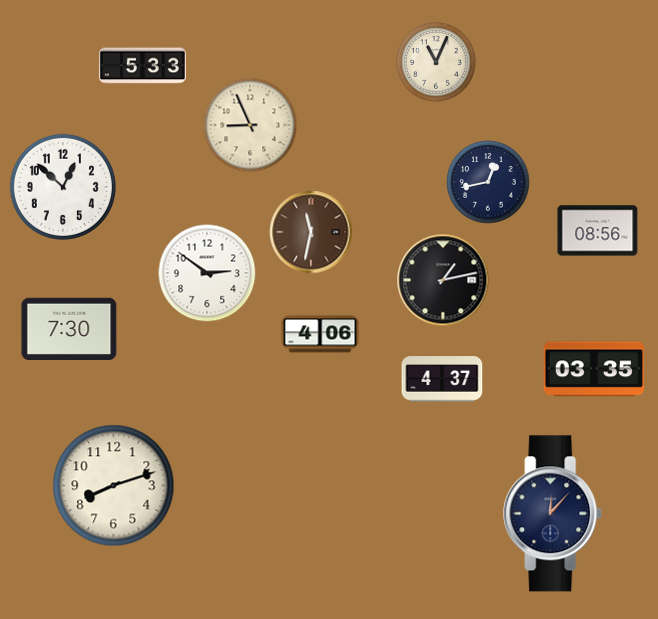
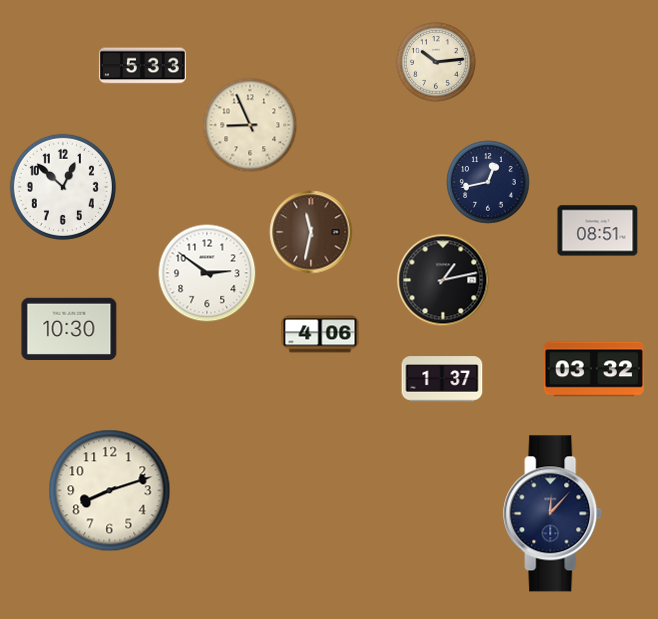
clock at (437, 63): 11:04 -> 10:14
clock at (598, 231): 08:56 -> 08:51
clock at (69, 328): 7:30 -> 10:30
clock at (594, 369): 03:35 -> 03:32
clock at (442, 379): 4:37 -> 1:37
clock at (114, 486) position: (114, 486) -> (110, 491)
